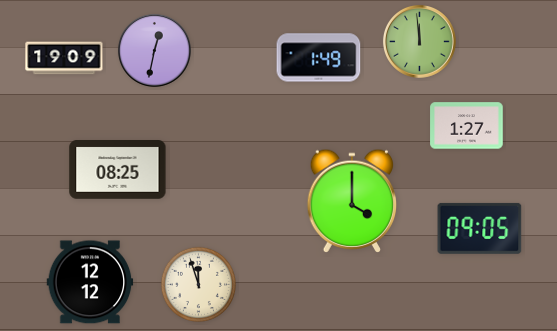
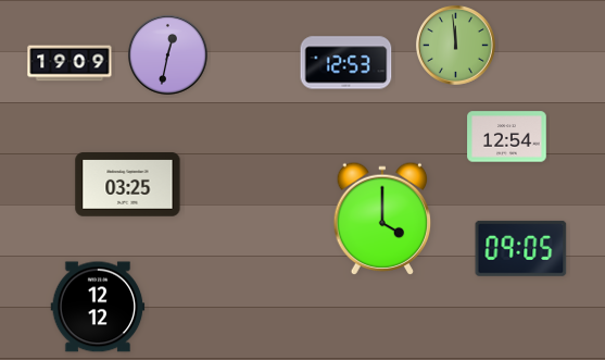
clock at (319, 58): 1:49 -> 12:53
clock at (467, 126): 1:27 -> 12:54
clock at (118, 170): 08:25 -> 03:25
clock at (198, 284): 11:57 -> none
